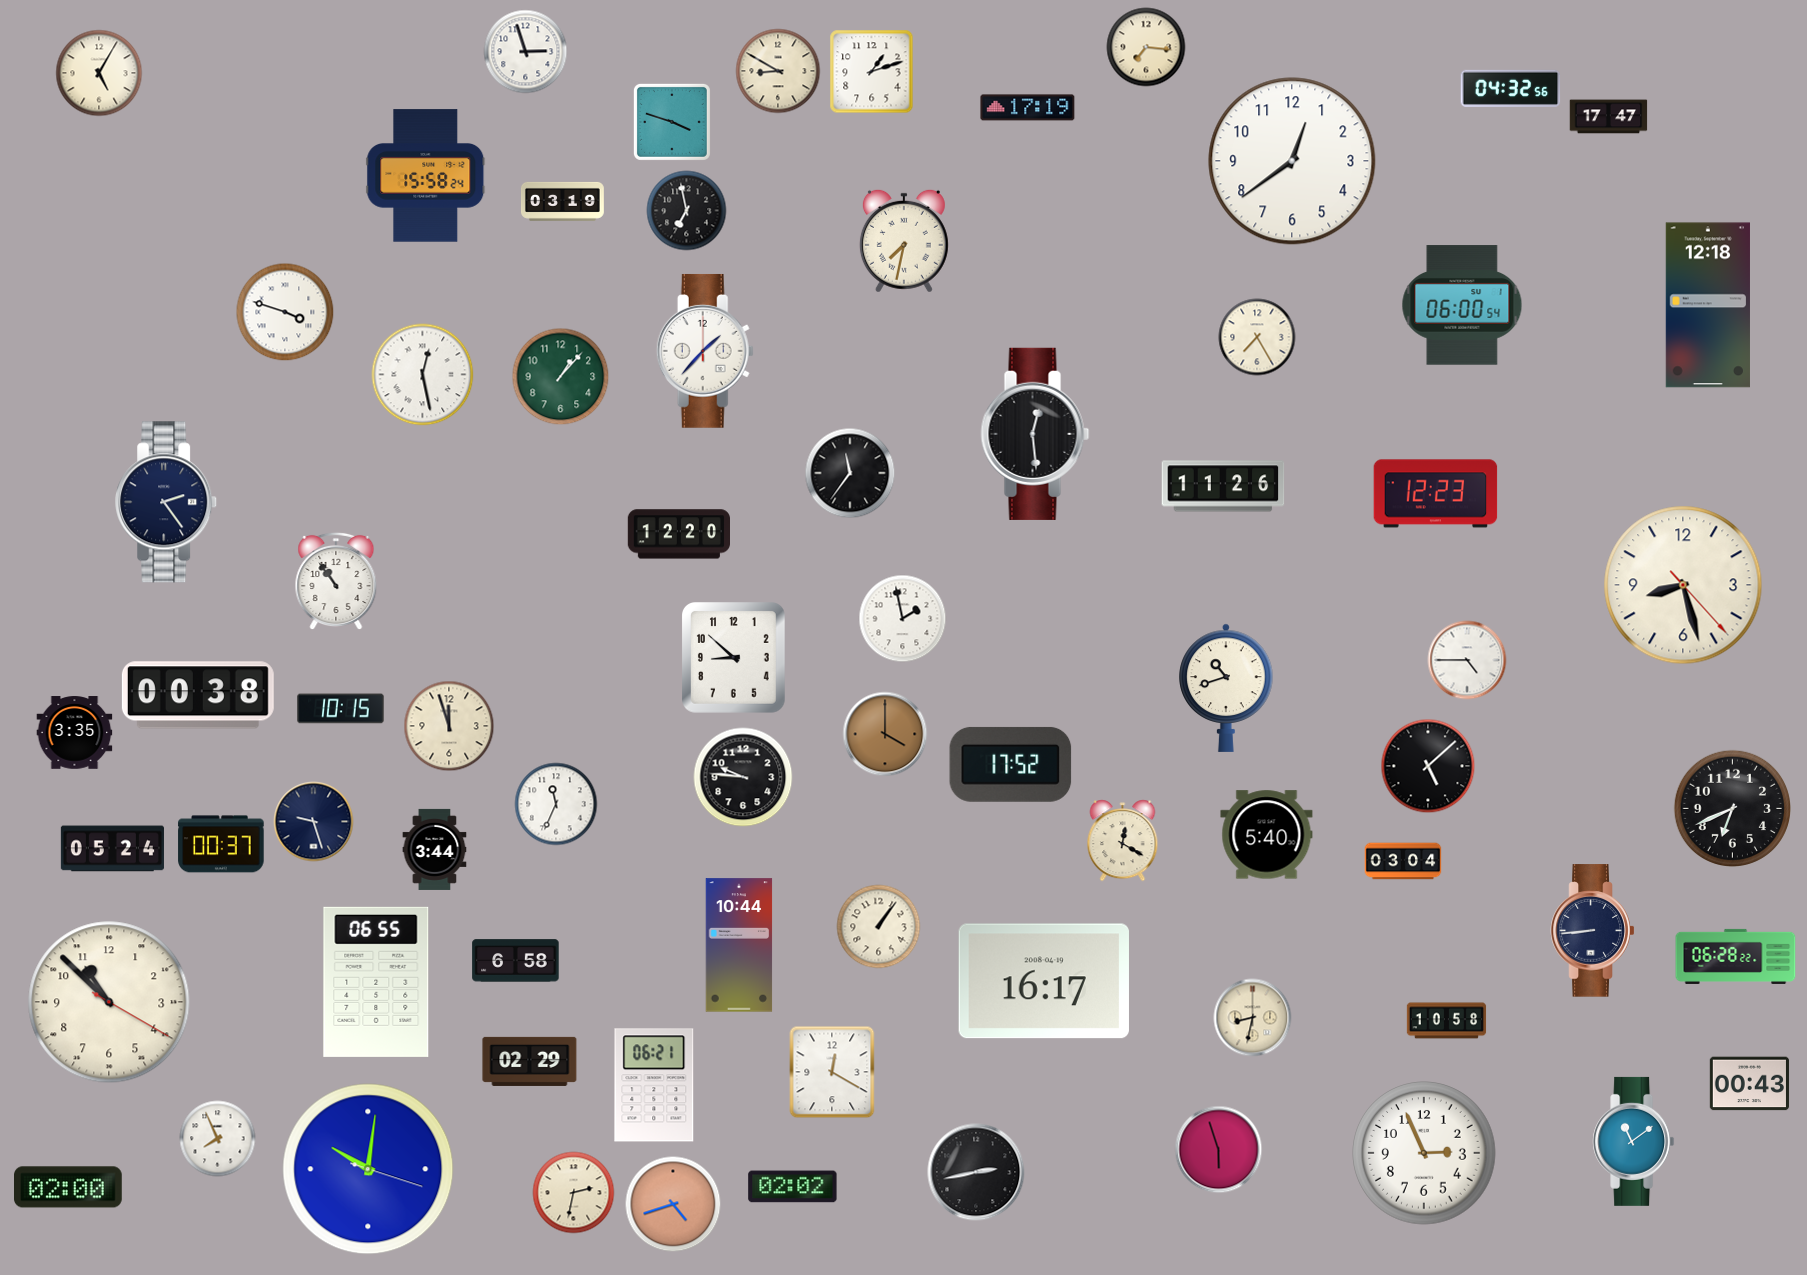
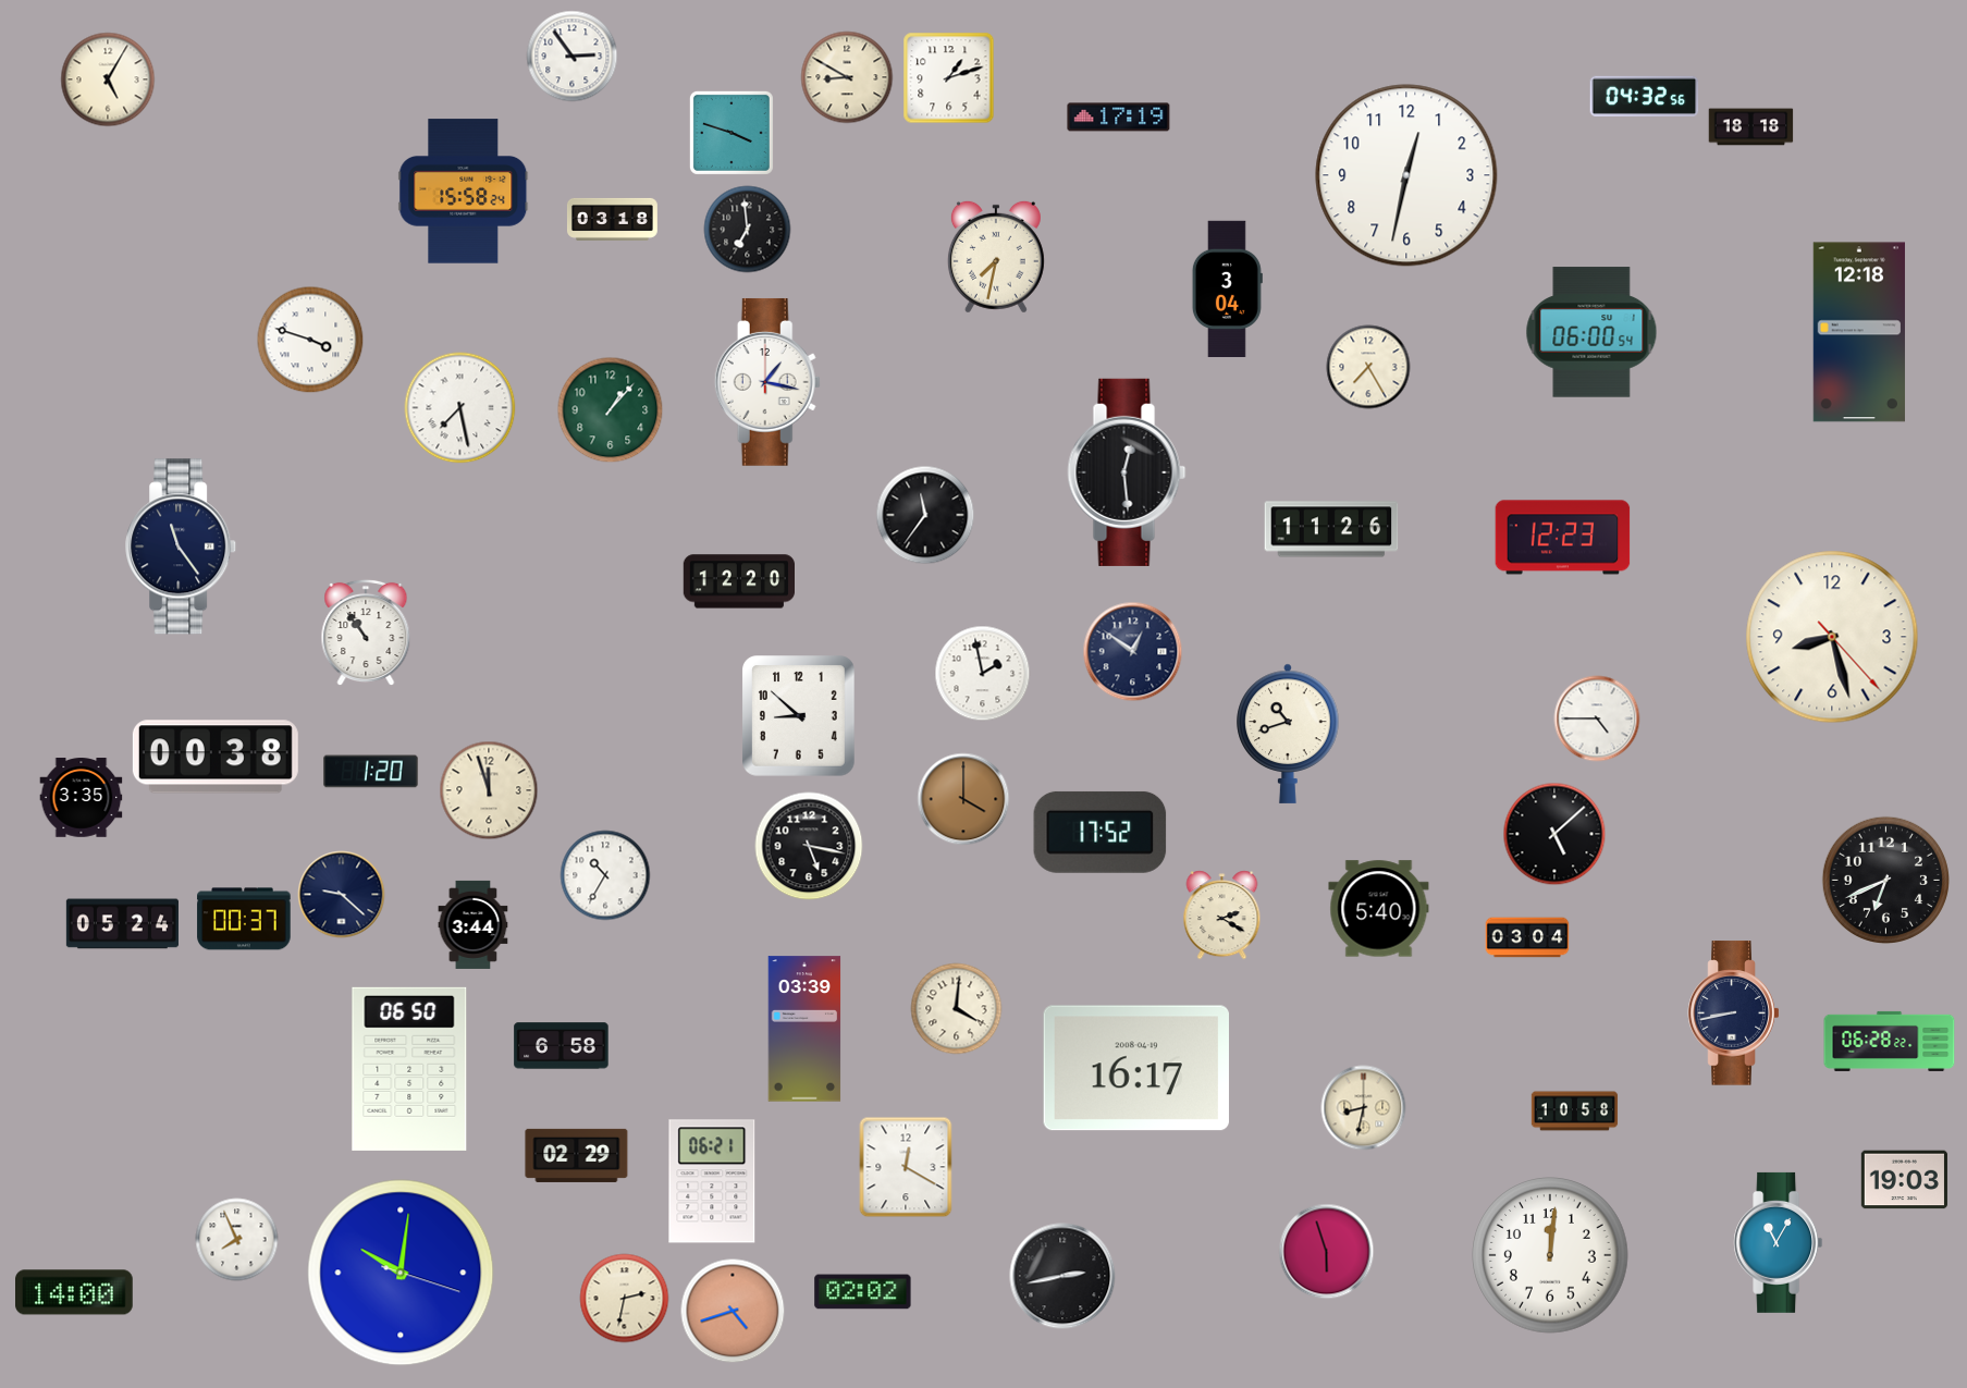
clock at (1146, 47): 7:16 -> none
clock at (526, 52): 2:57 -> 2:54
clock at (1609, 117): 17:47 -> 18:18
clock at (1292, 161): 12:39 -> 12:32
clock at (563, 201): 03:19 -> 03:18
clock at (687, 211): 6:58 -> 6:59
clock at (904, 241) position: (904, 241) -> (996, 257)
clock at (1227, 288): none -> 3:04
clock at (705, 351): 1:37 -> 1:17
clock at (423, 375): 12:28 -> 7:28
clock at (167, 502): 2:24 -> 11:24
clock at (1133, 652): none -> 12:51
clock at (1226, 688) position: (1226, 688) -> (1288, 734)
clock at (341, 709): 10:15 -> 1:20
clock at (743, 777): 9:46 -> 5:17
clock at (556, 804): 11:34 -> 10:35
clock at (314, 822): 9:27 -> 9:22
clock at (1123, 841): 12:20 -> 2:20
clock at (221, 844) position: (221, 844) -> (244, 919)
clock at (879, 927): 1:06 -> 4:01
clock at (1593, 931): 8:44 -> 8:43
clock at (739, 945): 10:44 -> 03:39
clock at (376, 982): 06:55 -> 06:50
clock at (109, 1002): 10:52 -> none
clock at (1749, 1084): 00:43 -> 19:03
clock at (1634, 1141): 11:09 -> 11:05
clock at (1424, 1153): 2:56 -> 12:01
clock at (69, 1187): 02:00 -> 14:00
